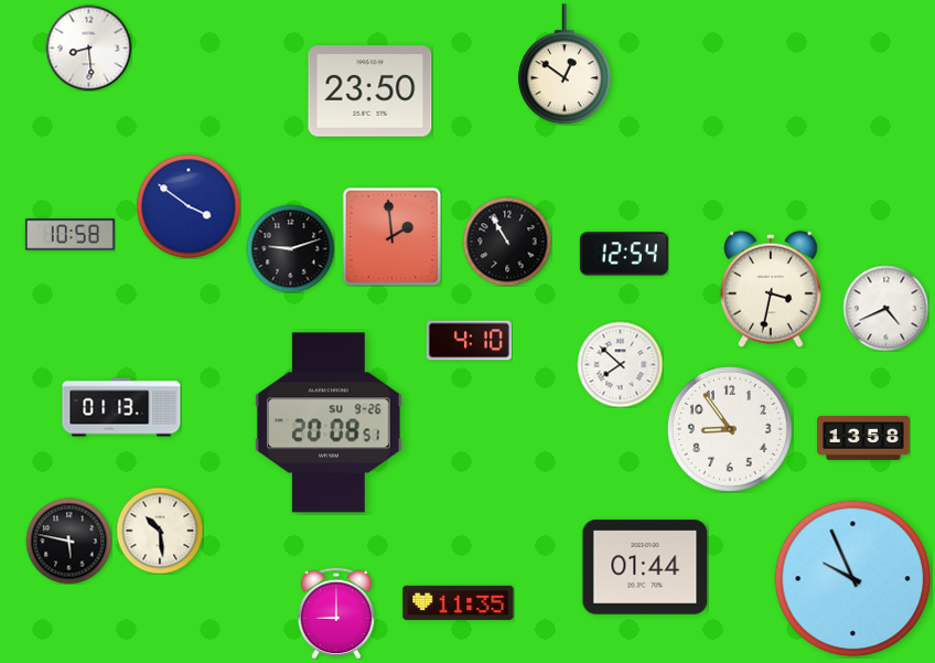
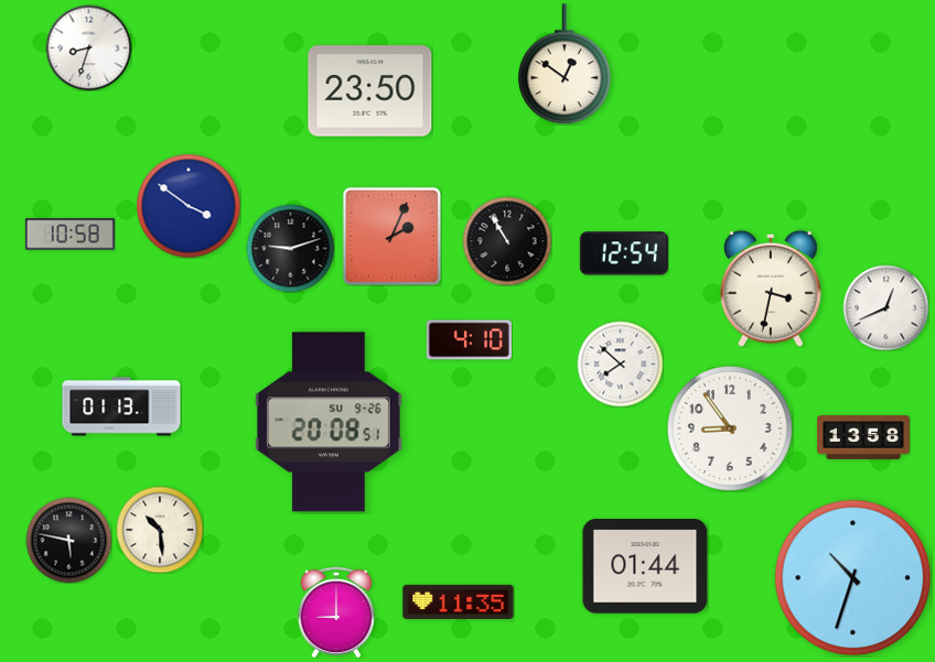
clock at (88, 47): 8:29 -> 8:33
clock at (391, 236): 1:59 -> 2:04
clock at (885, 308): 4:41 -> 12:41
clock at (853, 579): 9:56 -> 10:33
